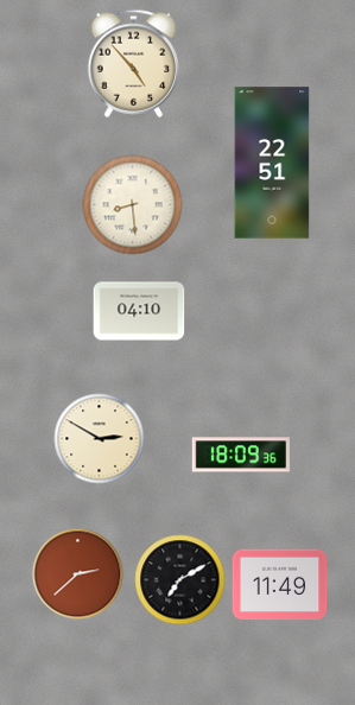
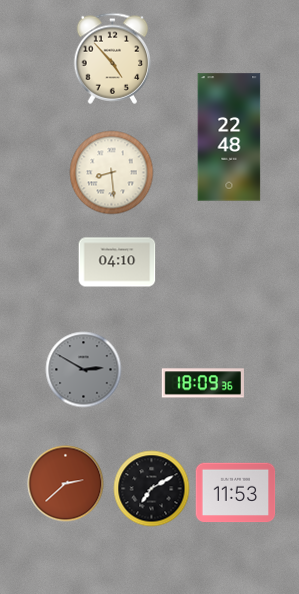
clock at (134, 63) position: (134, 63) -> (113, 58)
clock at (272, 163): 22:51 -> 22:48
clock at (100, 439) dial: cream -> grey
clock at (280, 585): 11:49 -> 11:53
